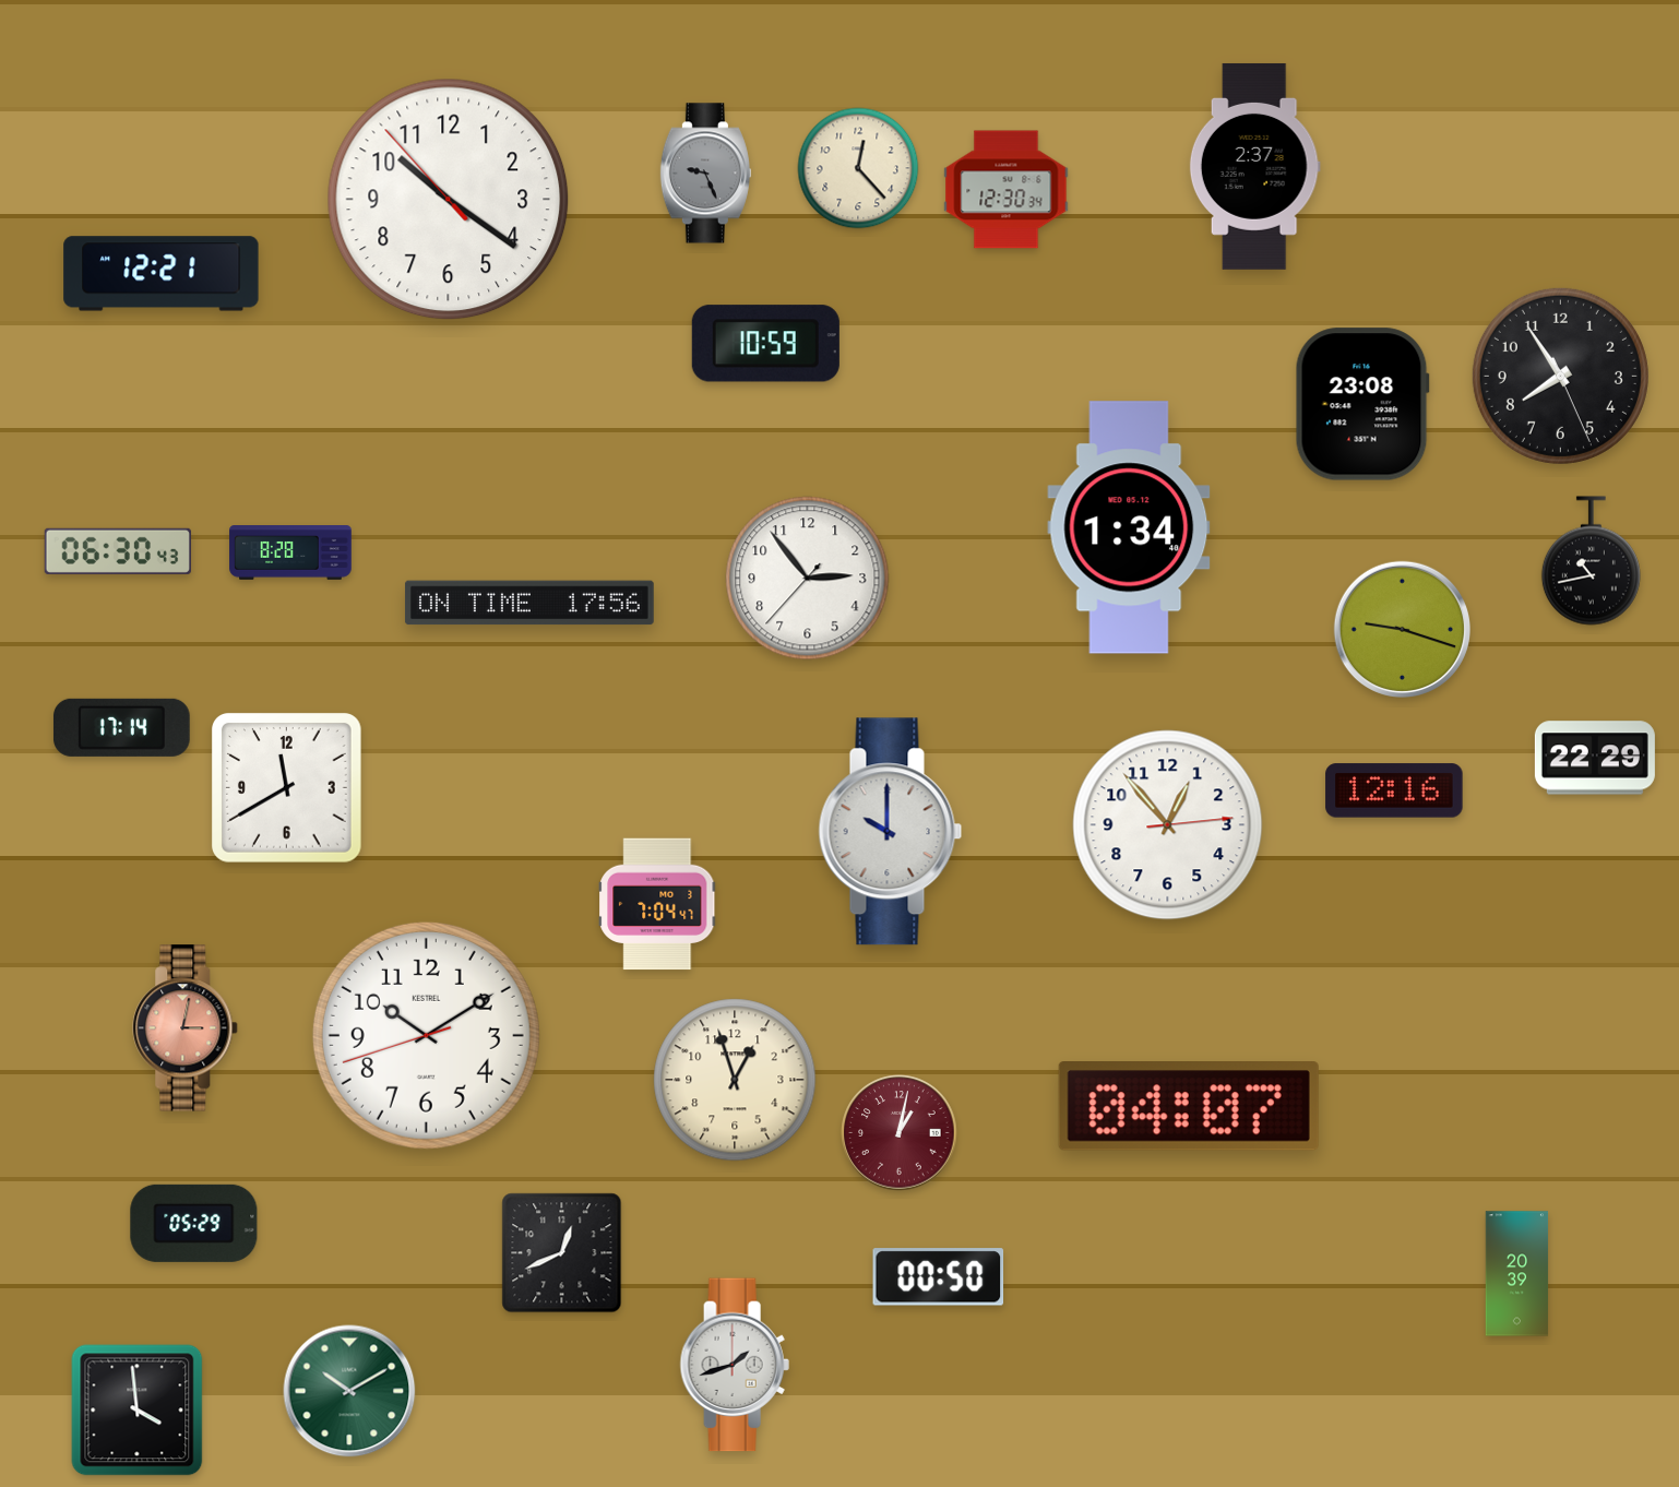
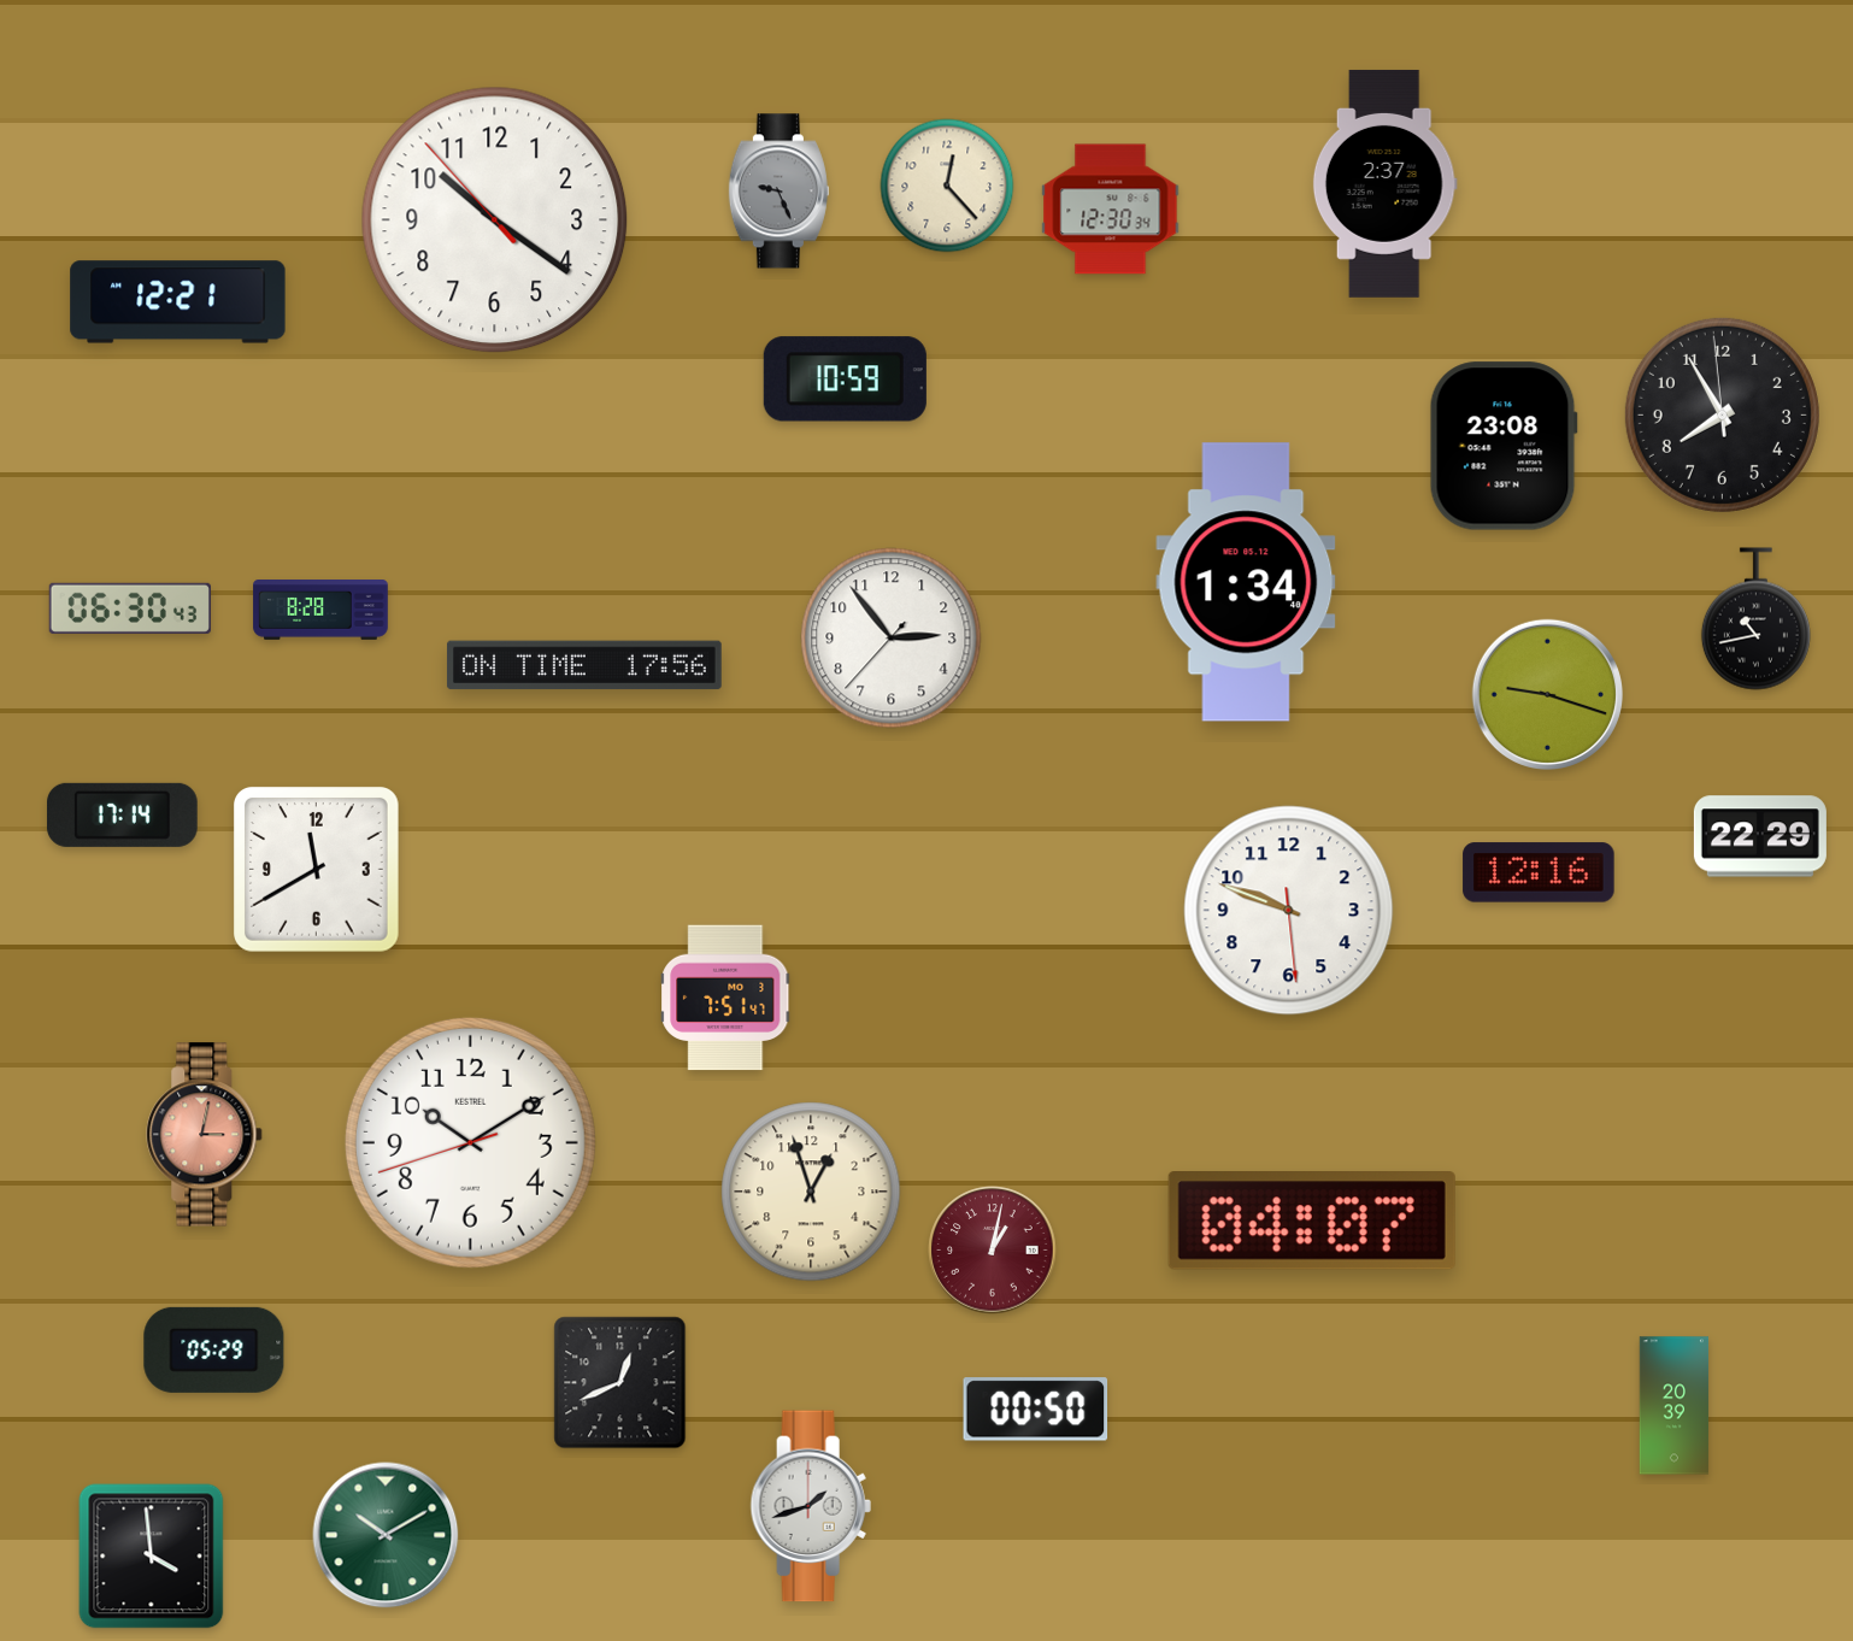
clock at (1560, 376): 7:54:26 -> 7:54:59
clock at (121, 727) position: (121, 727) -> (122, 814)
clock at (1168, 825): 12:53 -> 9:48
clock at (891, 832): 10:00 -> none
clock at (658, 904): 7:04 -> 7:51
